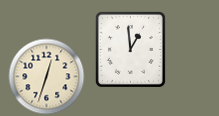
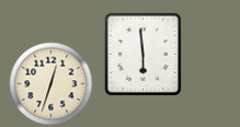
clock at (130, 49): 12:59 -> 5:59
